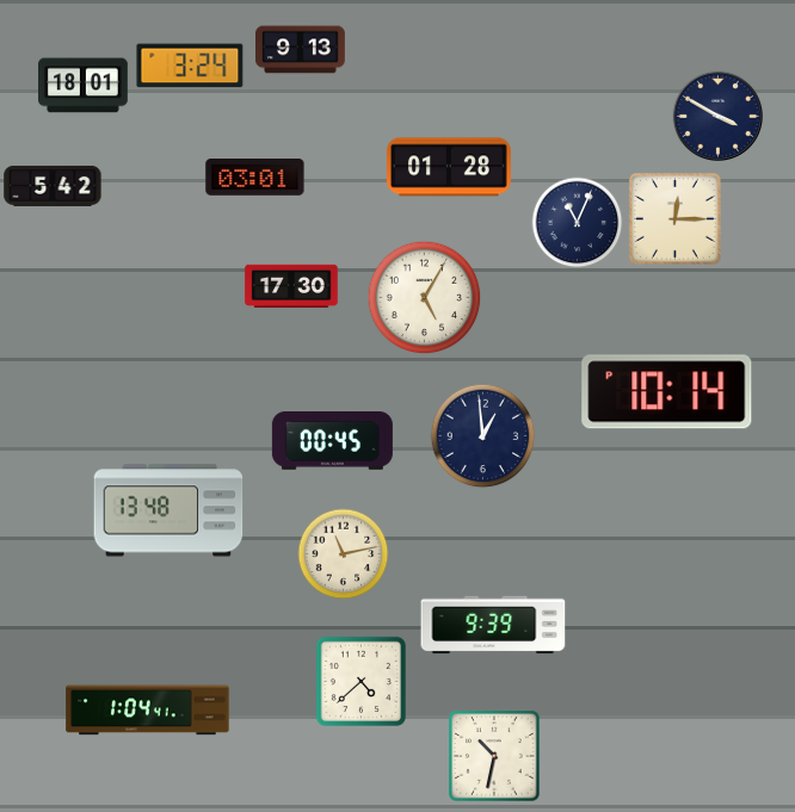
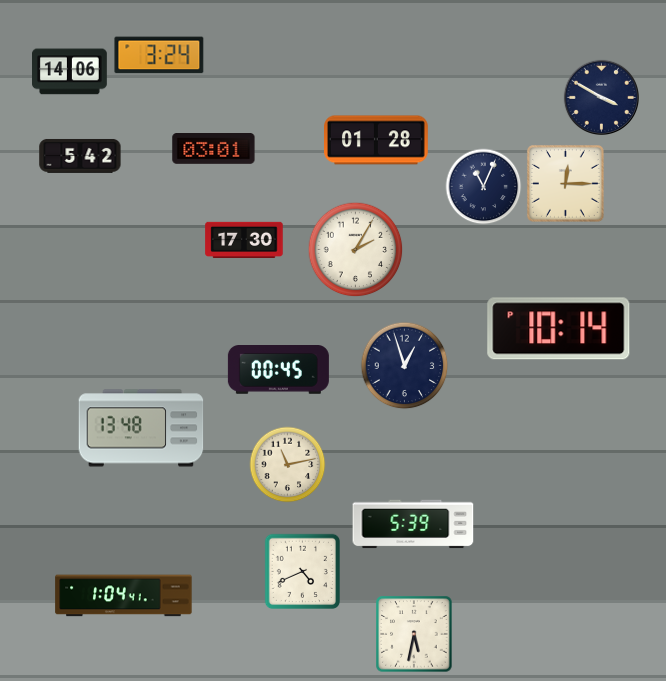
clock at (301, 50): 9:13 -> none
clock at (84, 86): 18:01 -> 14:06
clock at (53, 186) position: (53, 186) -> (80, 156)
clock at (425, 298): 5:05 -> 2:05
clock at (483, 436): 12:59 -> 12:57
clock at (493, 625): 9:39 -> 5:39
clock at (360, 681): 4:38 -> 4:41
clock at (494, 756): 10:32 -> 5:32
